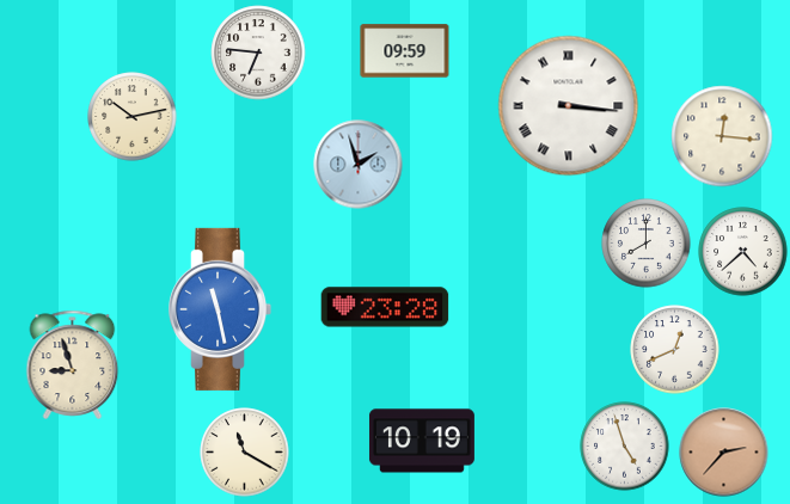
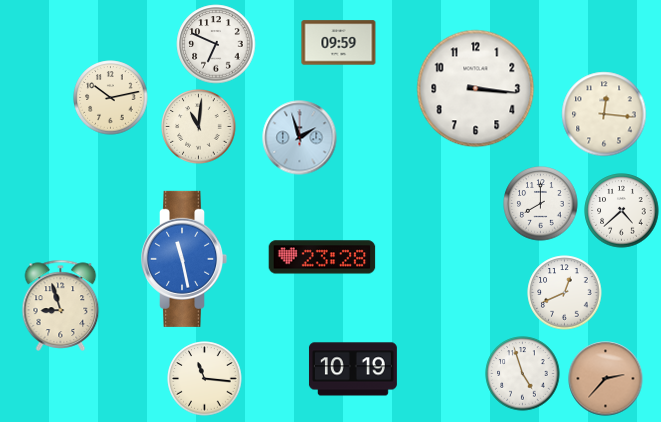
clock at (258, 53): 6:46 -> 6:49
clock at (569, 106) numerals: Roman -> Arabic
clock at (199, 127): none -> 11:01
clock at (245, 453): 11:20 -> 11:16
